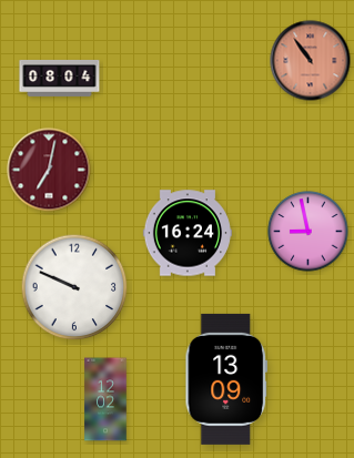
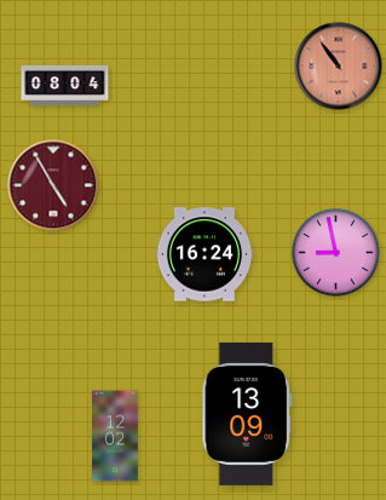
clock at (49, 170): 7:02 -> 4:55
clock at (74, 287): 9:49 -> none
